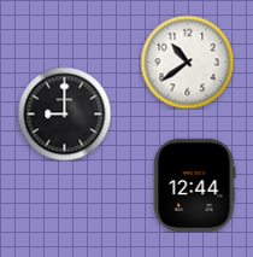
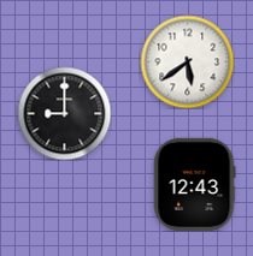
clock at (187, 62): 10:39 -> 5:39
clock at (194, 185): 12:44 -> 12:43
